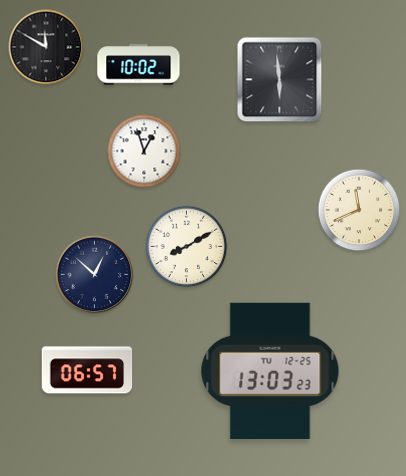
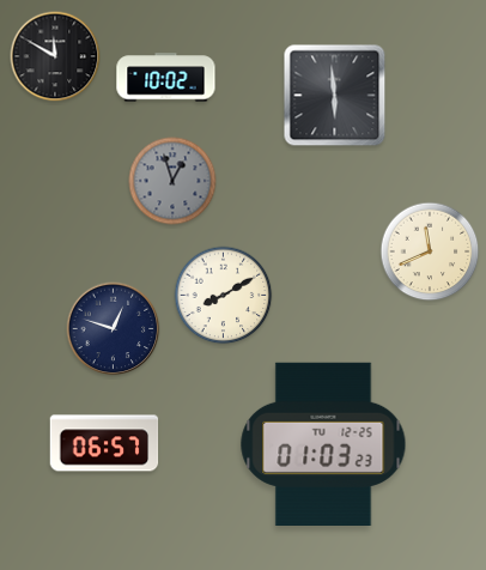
clock at (144, 151) dial: white -> grey
clock at (95, 275): 12:52 -> 12:48
clock at (270, 370): 13:03 -> 01:03
